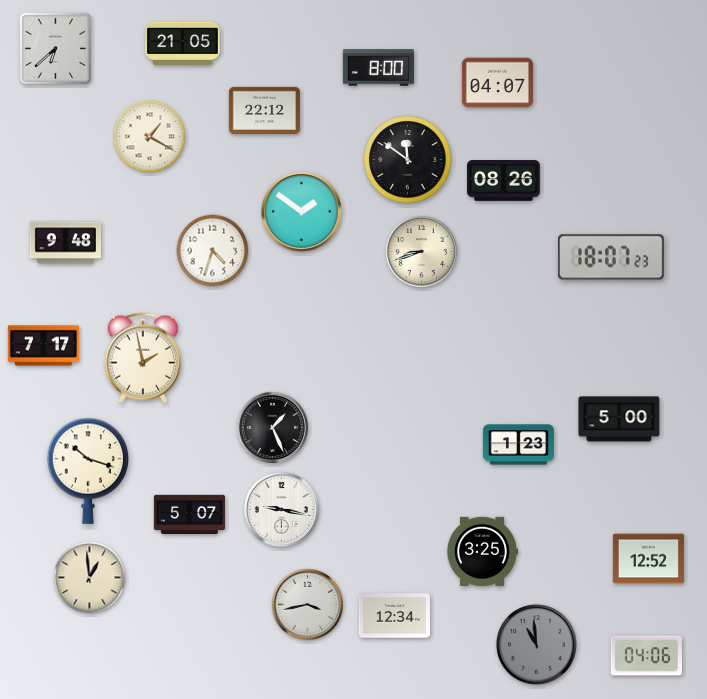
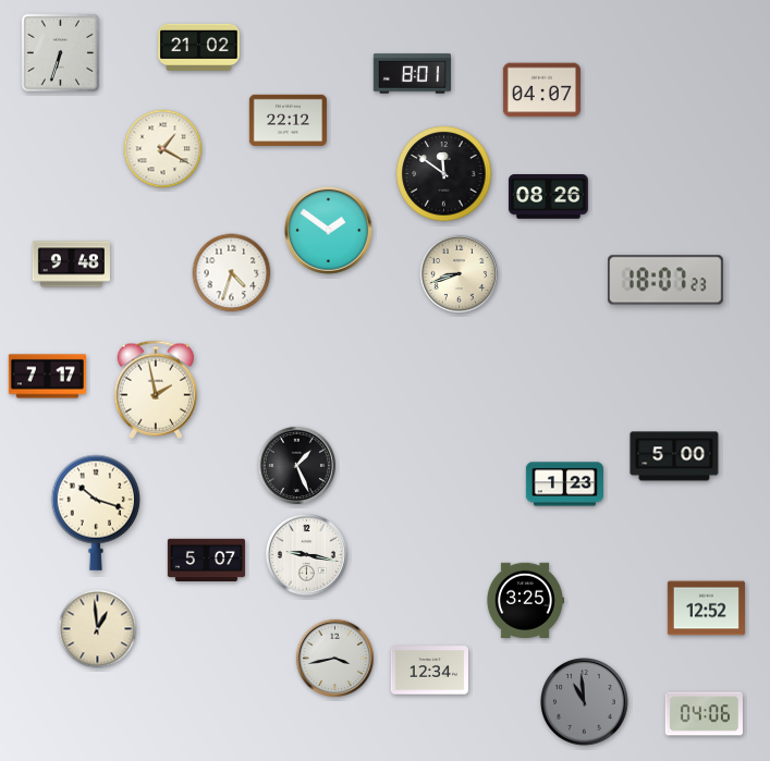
clock at (183, 43): 21:05 -> 21:02
clock at (56, 49): 6:38 -> 6:33
clock at (378, 68): 8:00 -> 8:01
